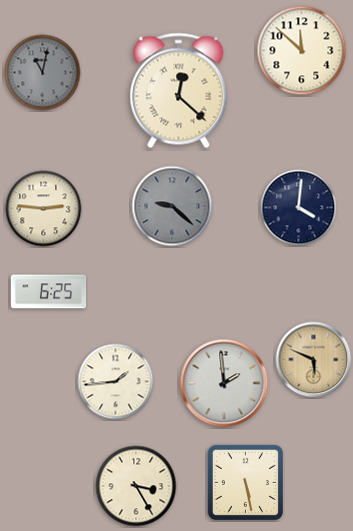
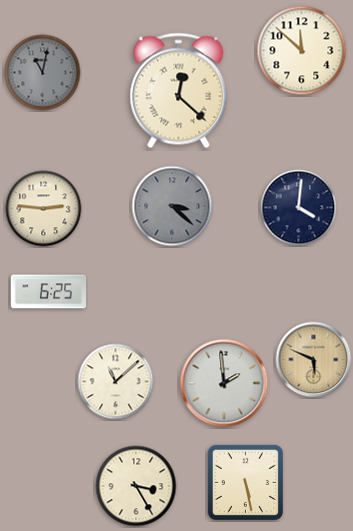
clock at (172, 206): 9:22 -> 3:22
clock at (116, 382): 1:44 -> 11:08
